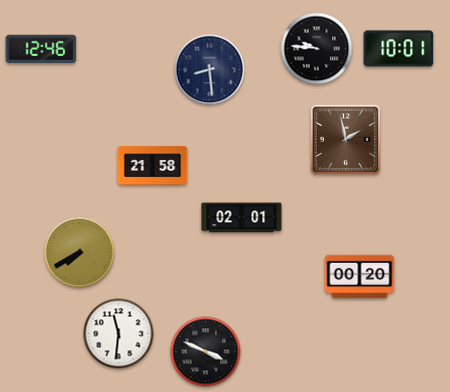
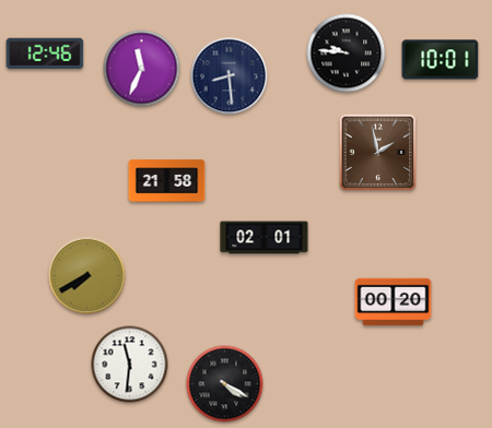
clock at (399, 49) position: (399, 49) -> (441, 60)
clock at (142, 69): none -> 11:34
clock at (206, 352): 3:49 -> 4:20
